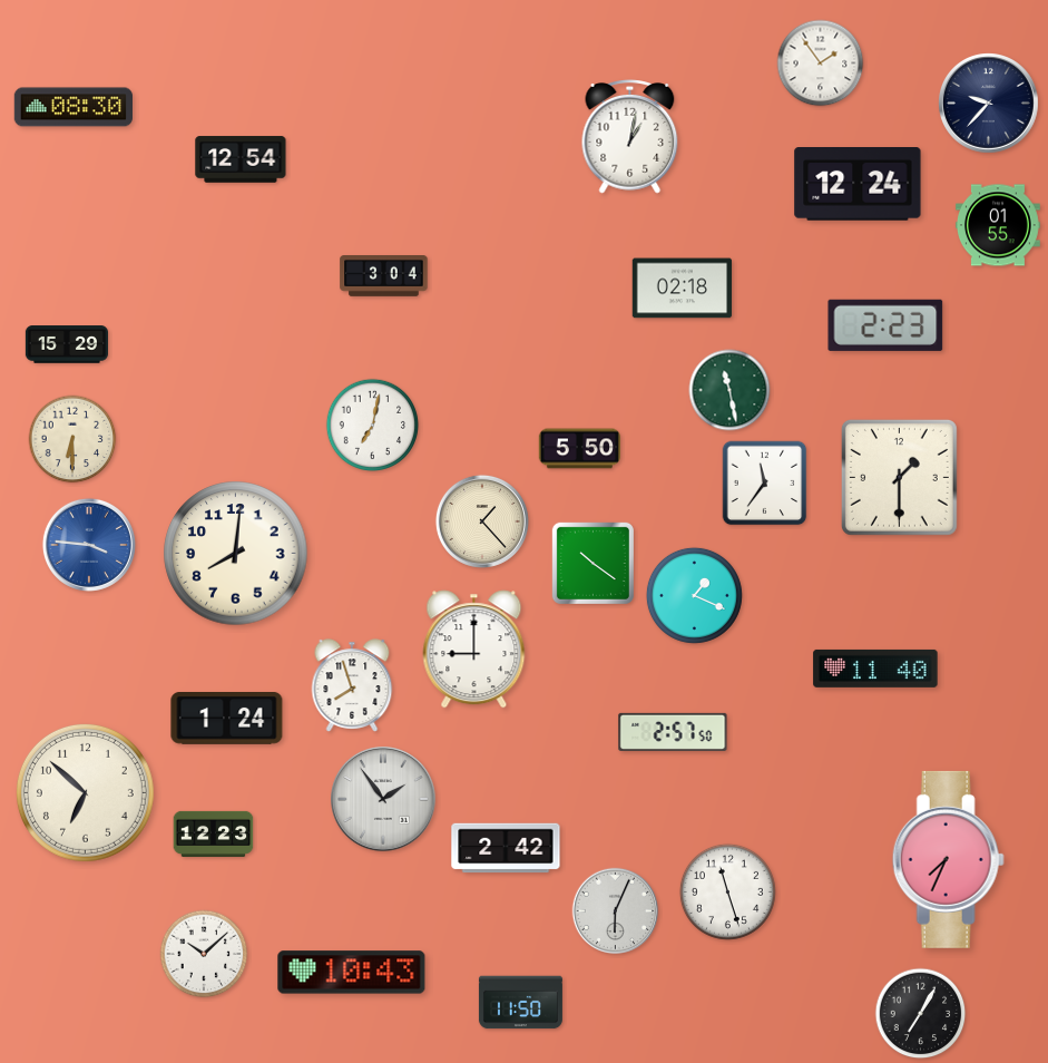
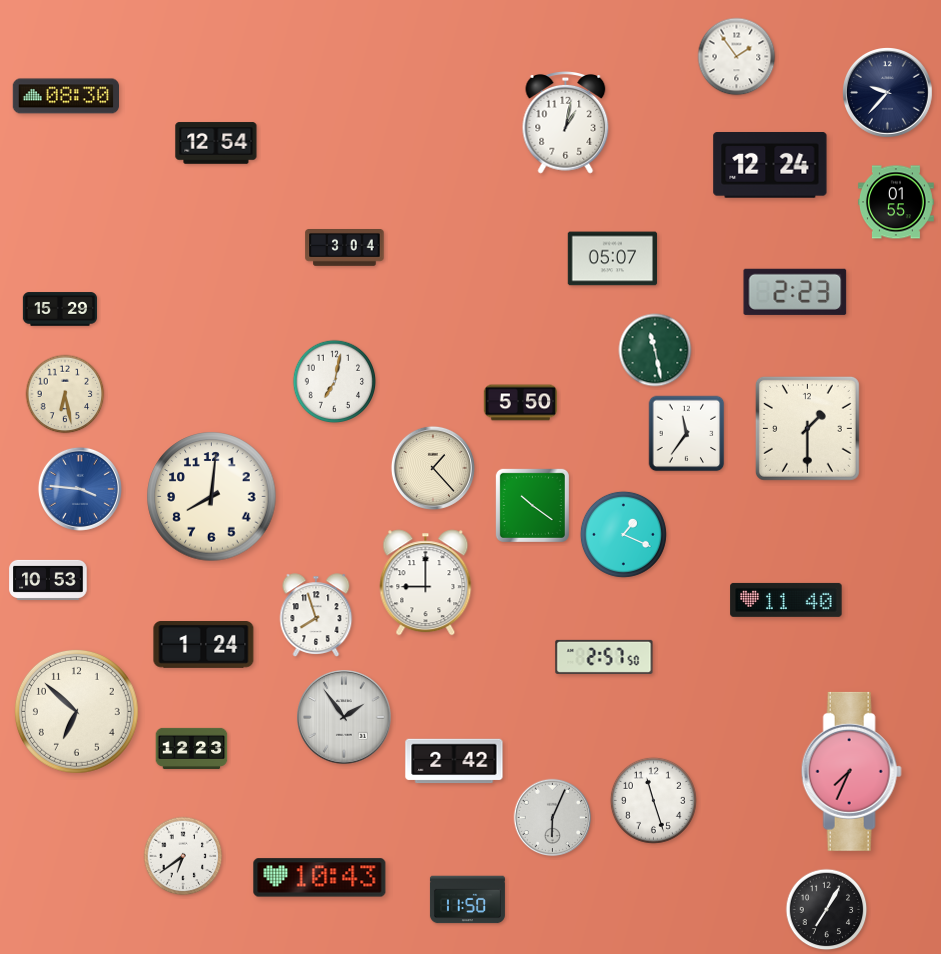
clock at (683, 289): 02:18 -> 05:07
clock at (72, 439): 6:30 -> 6:28
clock at (48, 580): none -> 10:53
clock at (204, 954): 10:08 -> 6:39
clock at (352, 973) position: (352, 973) -> (320, 878)
